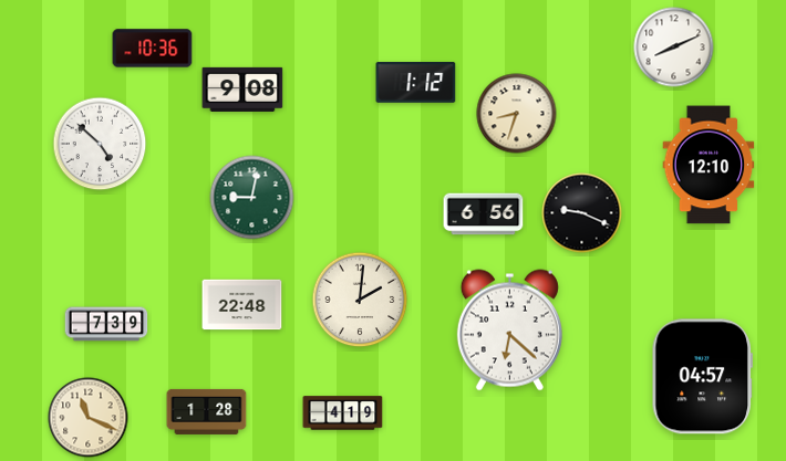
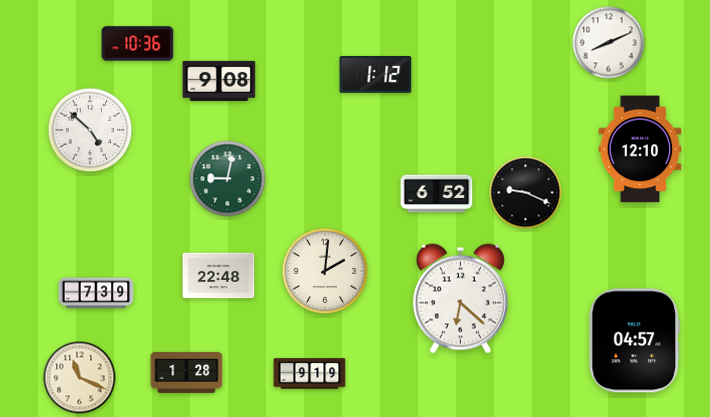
clock at (517, 114): 8:33 -> none
clock at (484, 214): 6:56 -> 6:52
clock at (343, 413): 4:19 -> 9:19
